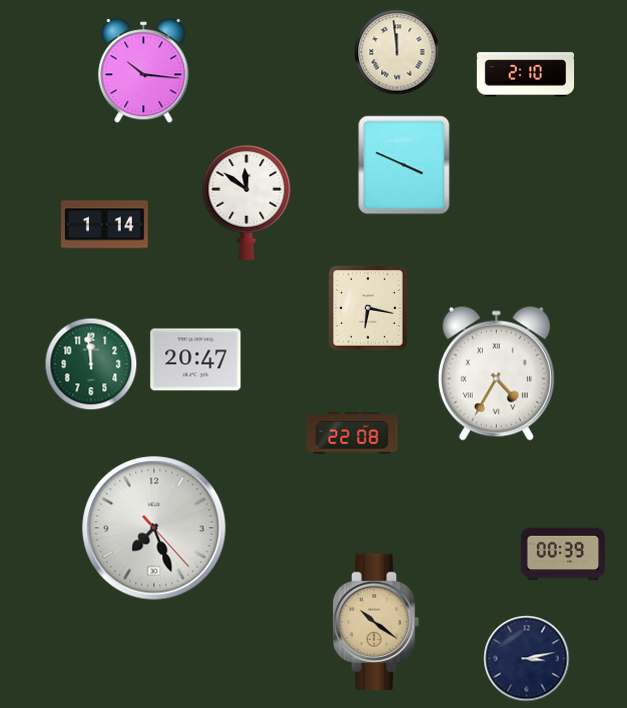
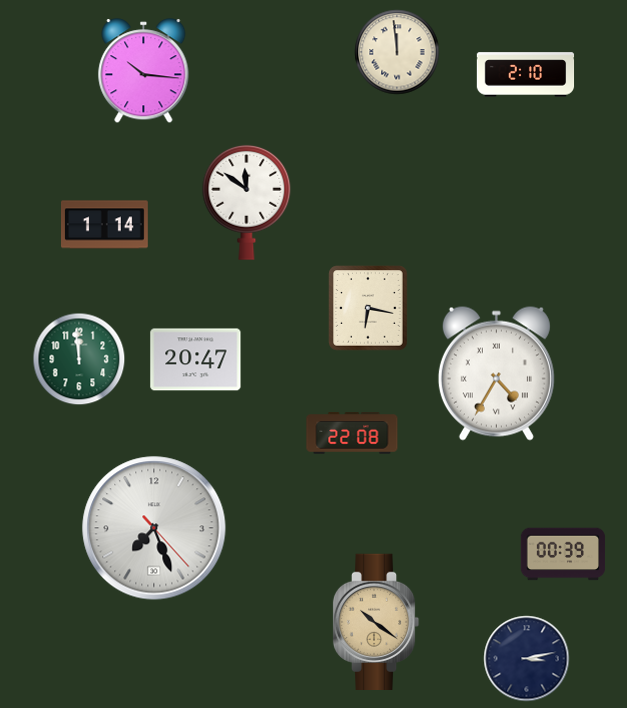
clock at (404, 165): 3:49 -> none
clock at (91, 364) position: (91, 364) -> (79, 359)
